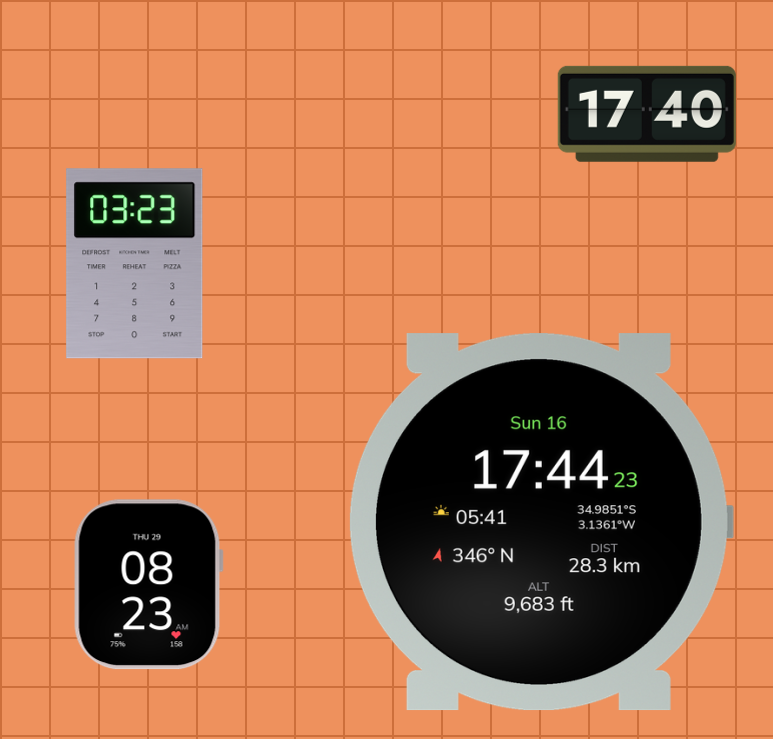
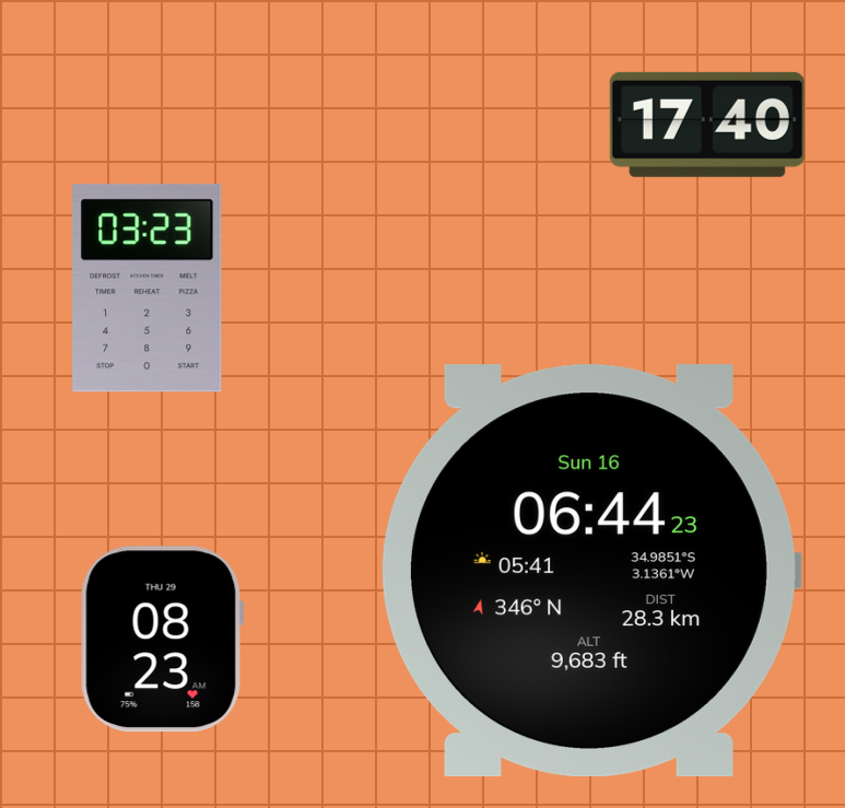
clock at (540, 522): 17:44 -> 06:44
